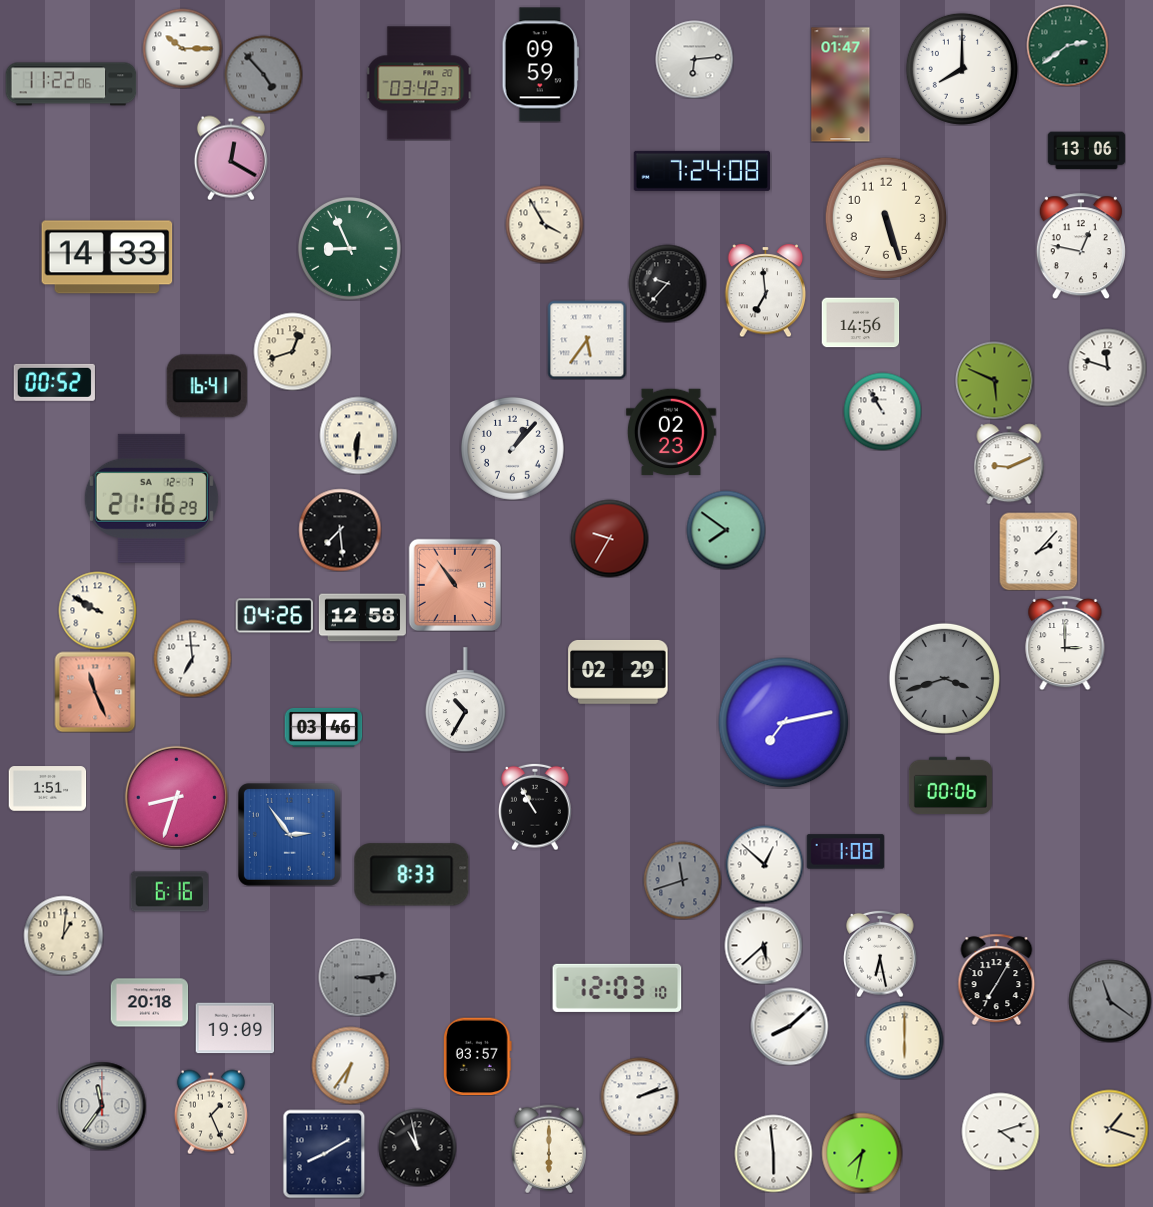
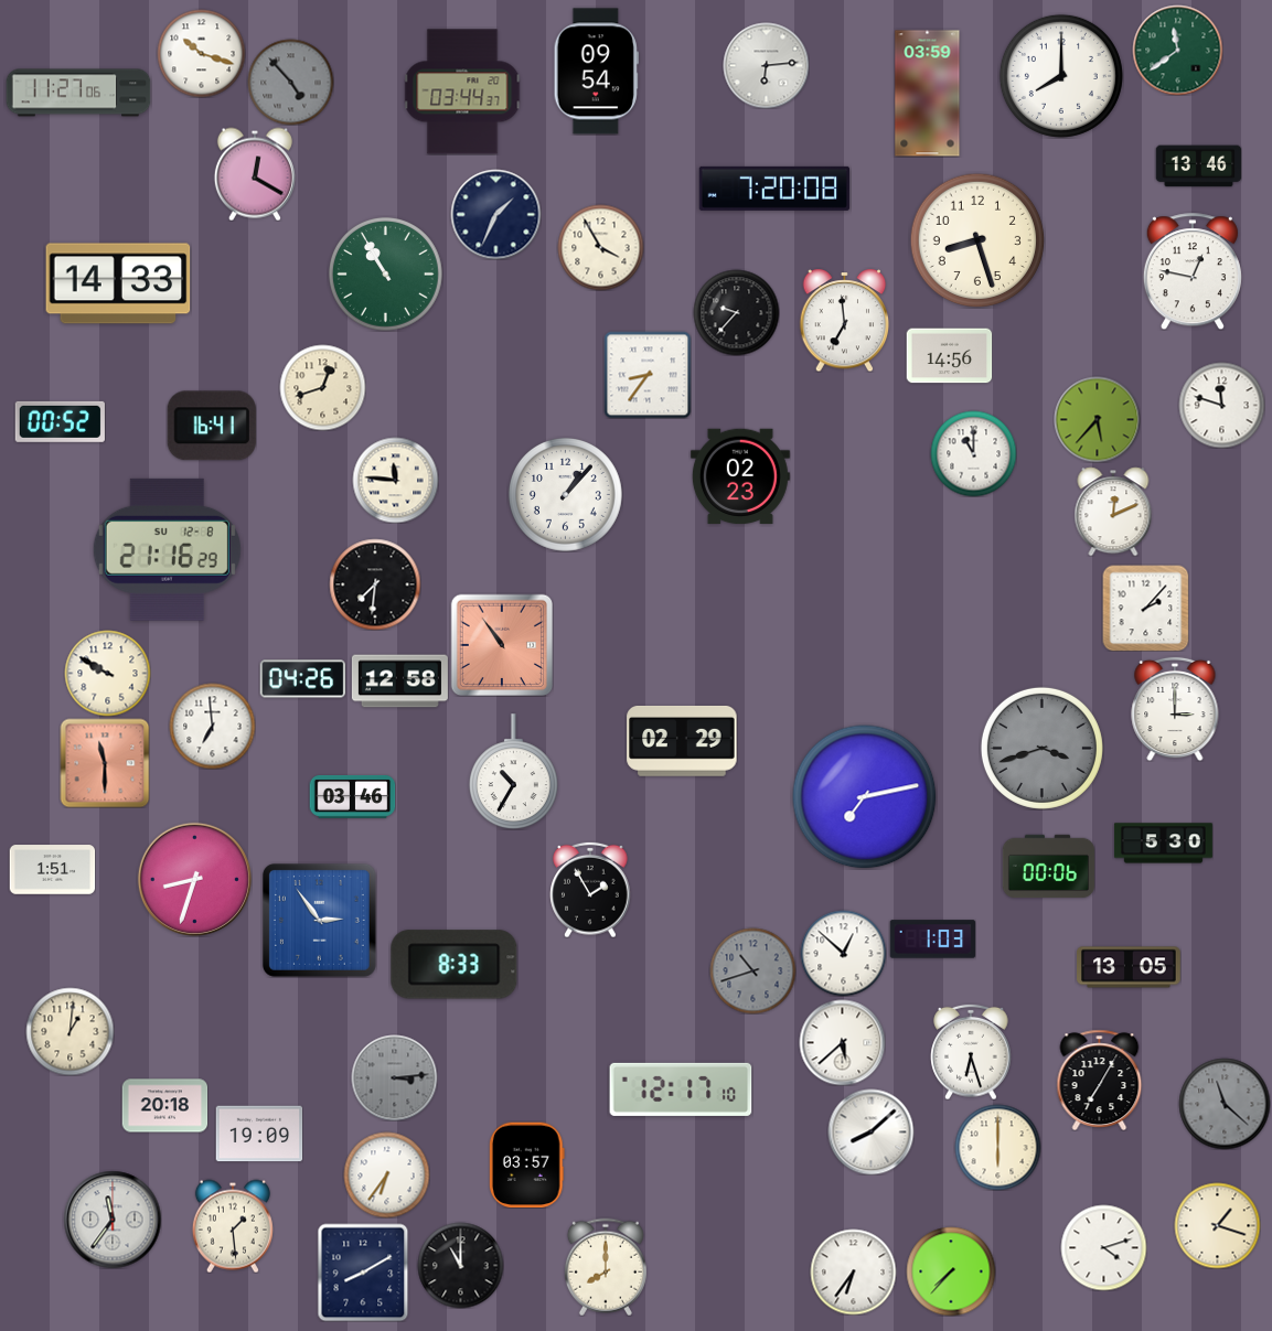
clock at (1067, 45): 2:39 -> 11:39
clock at (182, 48): 10:15 -> 10:18
clock at (540, 65): 09:59 -> 09:54
clock at (419, 83): 03:42 -> 03:44
clock at (71, 84): 11:22 -> 11:27
clock at (841, 85): 01:47 -> 03:59
clock at (1086, 151): 13:06 -> 13:46
clock at (702, 171): 7:24 -> 7:20
clock at (495, 214): none -> 1:34
clock at (886, 218): 5:27 -> 8:27
clock at (349, 248): 8:56 -> 10:55
clock at (587, 340): 5:36 -> 8:36
clock at (994, 380): 5:49 -> 5:37
clock at (207, 386) position: (207, 386) -> (212, 426)
clock at (882, 411): 10:55 -> 11:00
clock at (358, 435): 6:31 -> 11:46
clock at (1009, 464): 9:11 -> 12:11
clock at (151, 498) date: SA 12-7 -> SU 12-8
clock at (340, 530): 7:29 -> 7:31
clock at (726, 530): 7:51 -> none
clock at (609, 538): 9:35 -> none
clock at (95, 692): 11:26 -> 11:30
clock at (323, 727) position: (323, 727) -> (352, 796)
clock at (1163, 844): none -> 5:30
clock at (535, 807): 10:55 -> 1:55
clock at (845, 852): 1:08 -> 1:03
clock at (1129, 967): none -> 13:05
clock at (682, 880): 11:42 -> 10:42
clock at (169, 892): 6:16 -> none
clock at (880, 954): 6:28 -> 6:27
clock at (617, 988): 12:03 -> 12:17
clock at (1110, 1001): 11:21 -> 11:22
clock at (639, 1096): 2:12 -> none
clock at (211, 1112): 1:26 -> 1:29
clock at (1109, 1128) position: (1109, 1128) -> (1217, 1225)
clock at (417, 1147): 10:58 -> 11:00
clock at (549, 1149): 6:00 -> 8:00
clock at (773, 1153): 5:59 -> 6:36
clock at (862, 1153): 7:32 -> 7:37
clock at (324, 1154) position: (324, 1154) -> (363, 1273)
